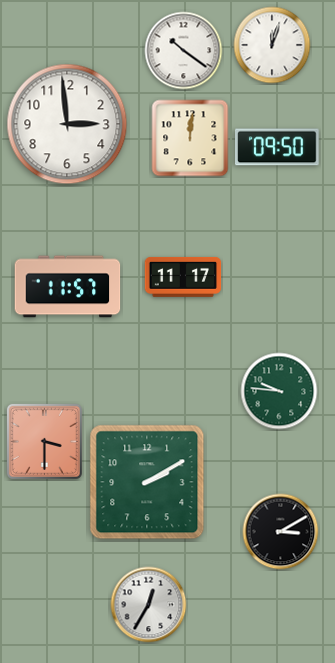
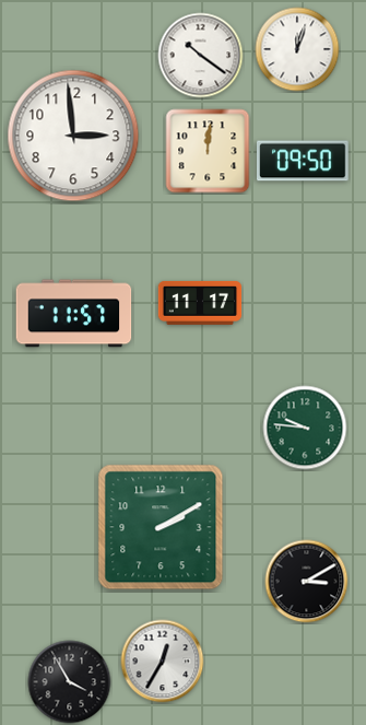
clock at (44, 441): 3:30 -> none
clock at (70, 682): none -> 3:55
